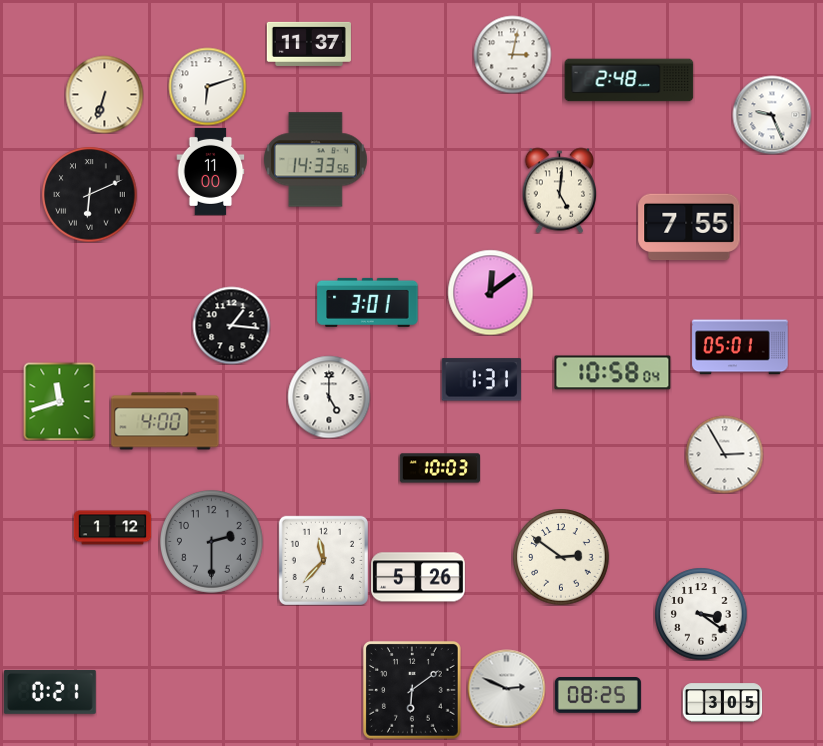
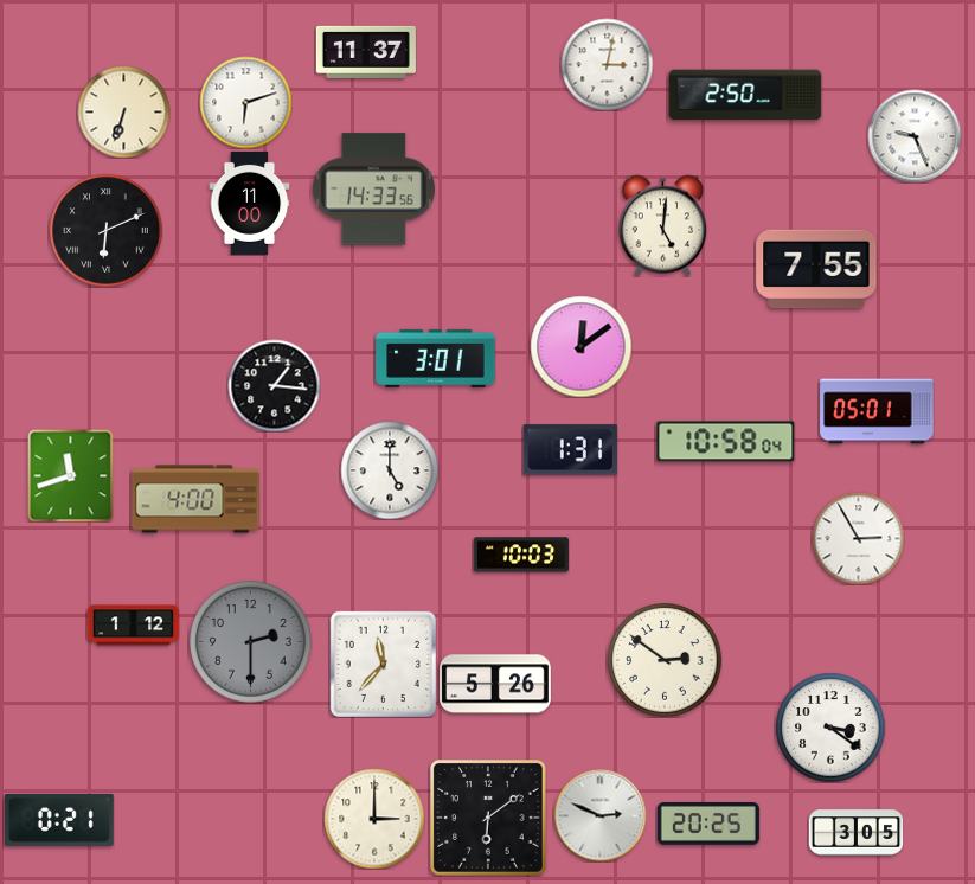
clock at (629, 80): 2:48 -> 2:50
clock at (374, 819): none -> 3:00
clock at (598, 696): 08:25 -> 20:25
